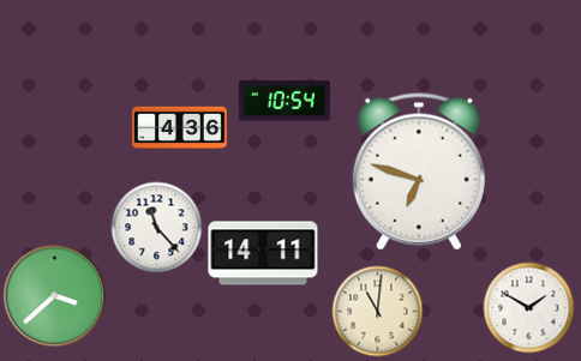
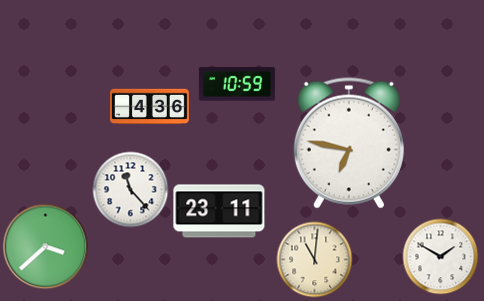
clock at (284, 101): 10:54 -> 10:59
clock at (419, 172): 6:48 -> 6:47
clock at (263, 253): 14:11 -> 23:11
